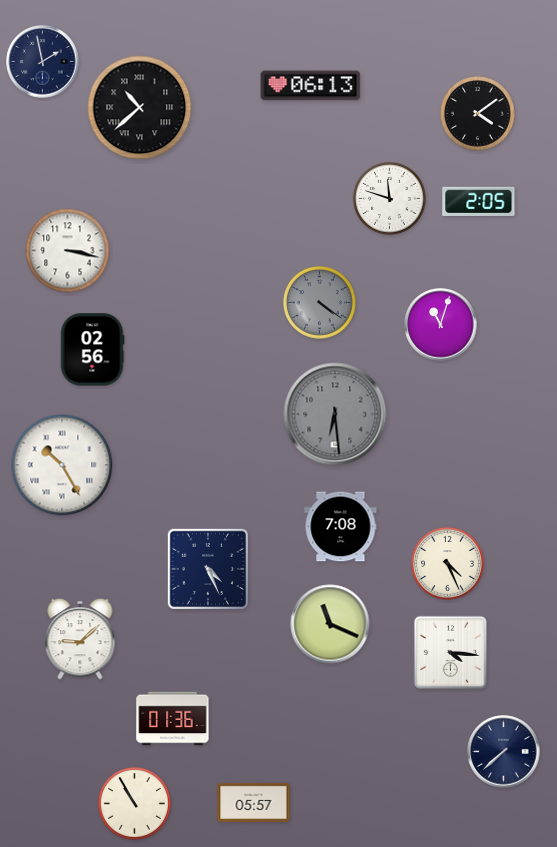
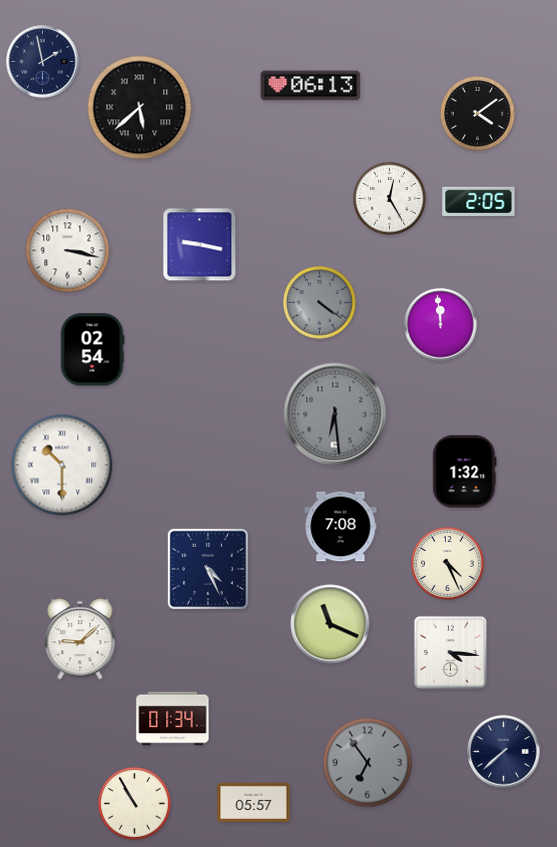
clock at (140, 108): 10:38 -> 5:38
clock at (389, 198): 11:48 -> 12:25
clock at (200, 245): none -> 9:17
clock at (441, 325): 11:03 -> 11:59
clock at (92, 350): 02:56 -> 02:54
clock at (62, 465): 10:25 -> 10:30
clock at (465, 472): none -> 1:32
clock at (173, 719): 01:36 -> 01:34
clock at (368, 763): none -> 6:54
